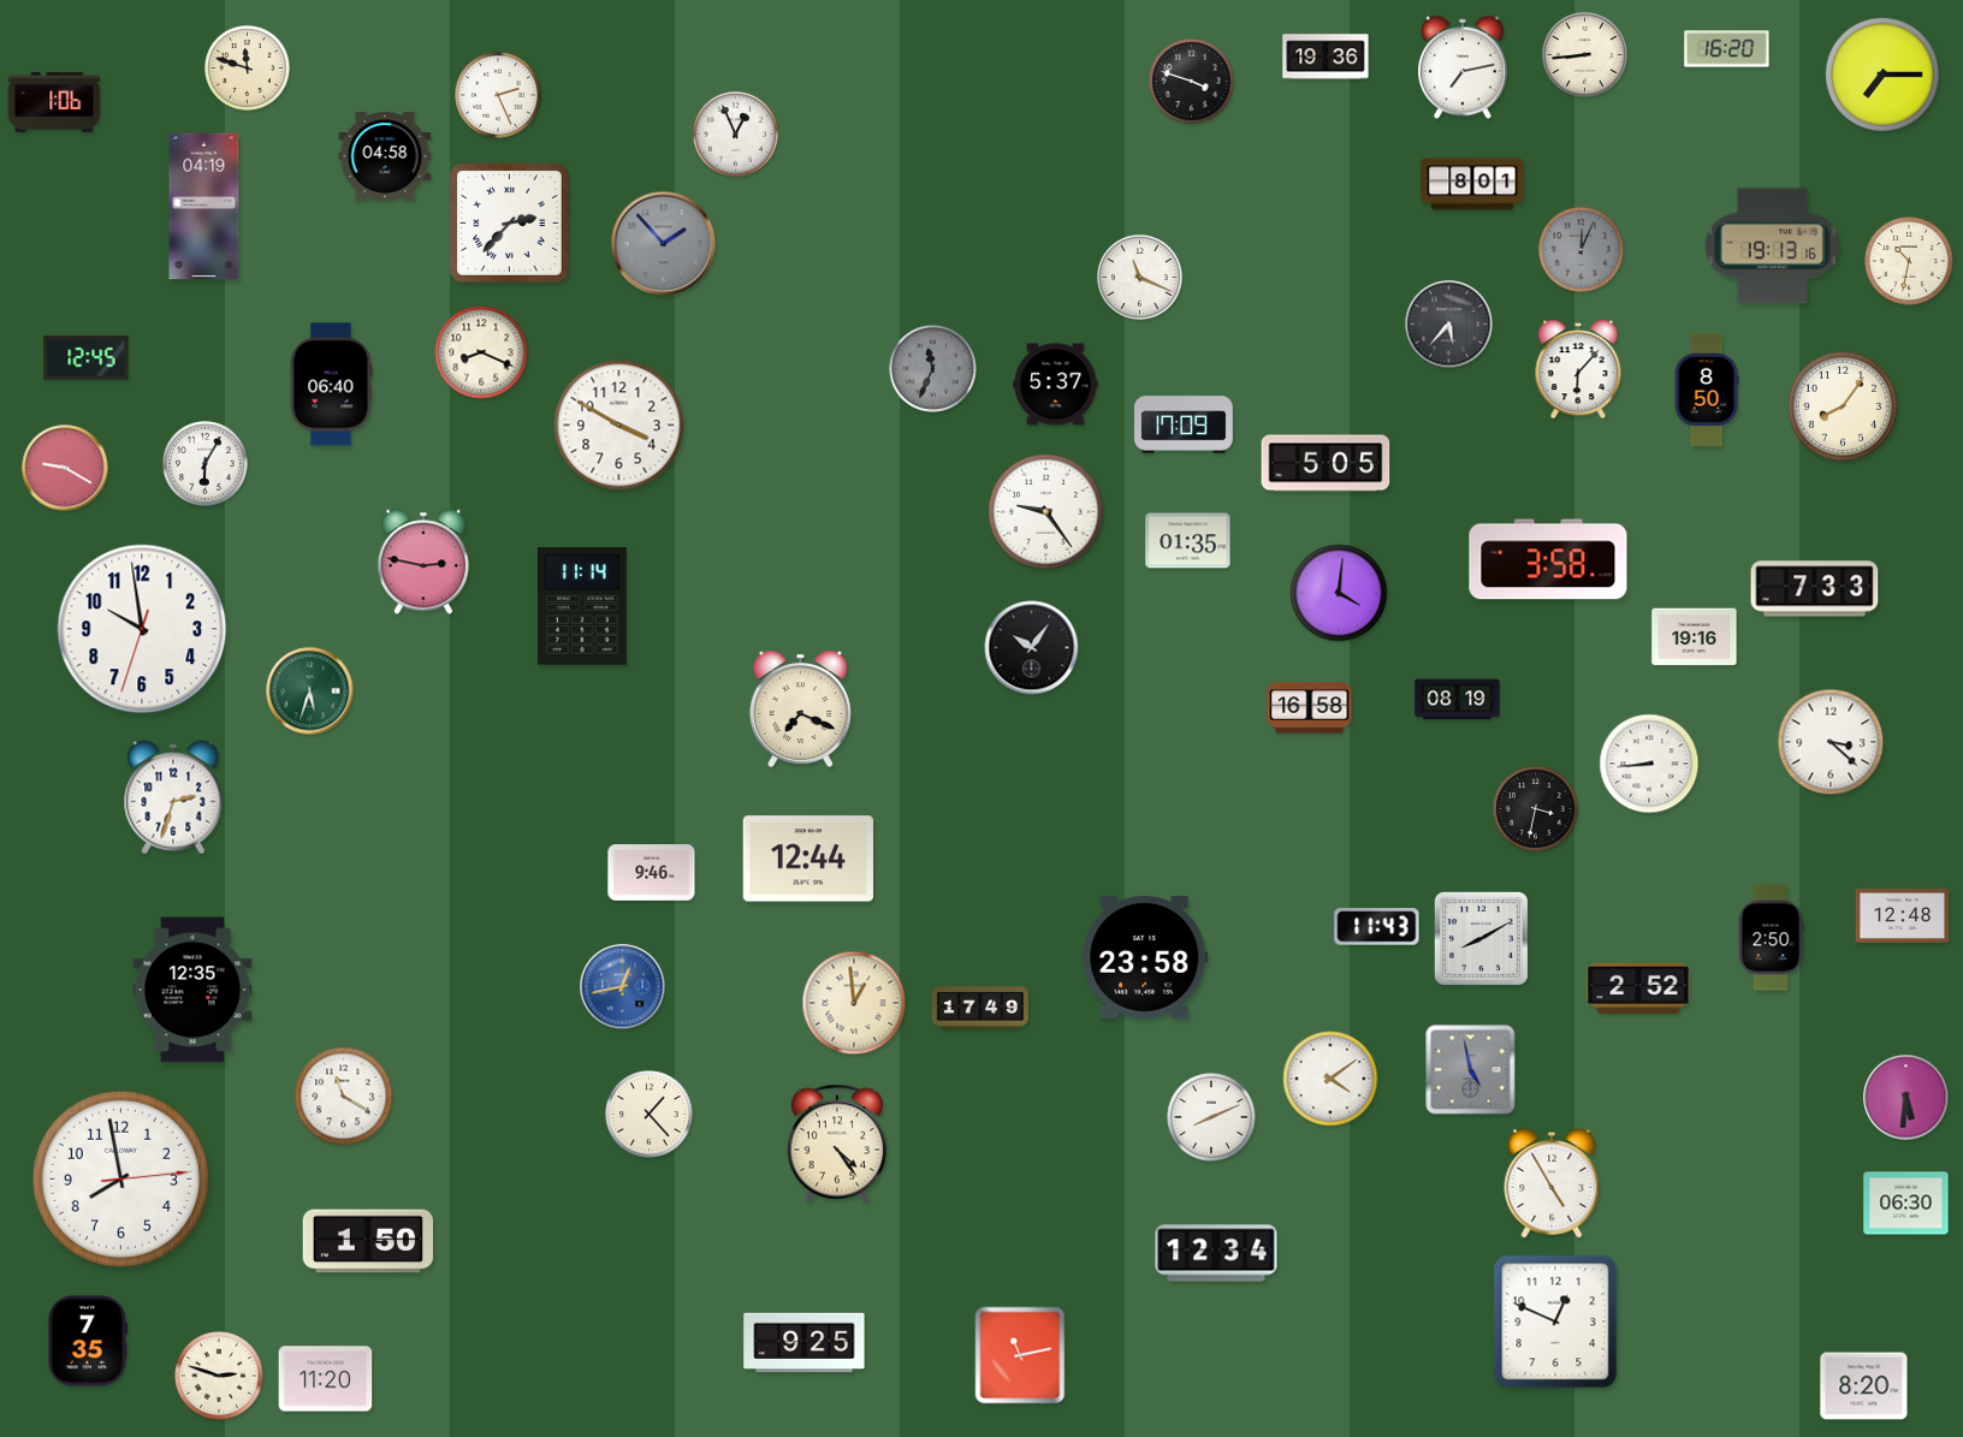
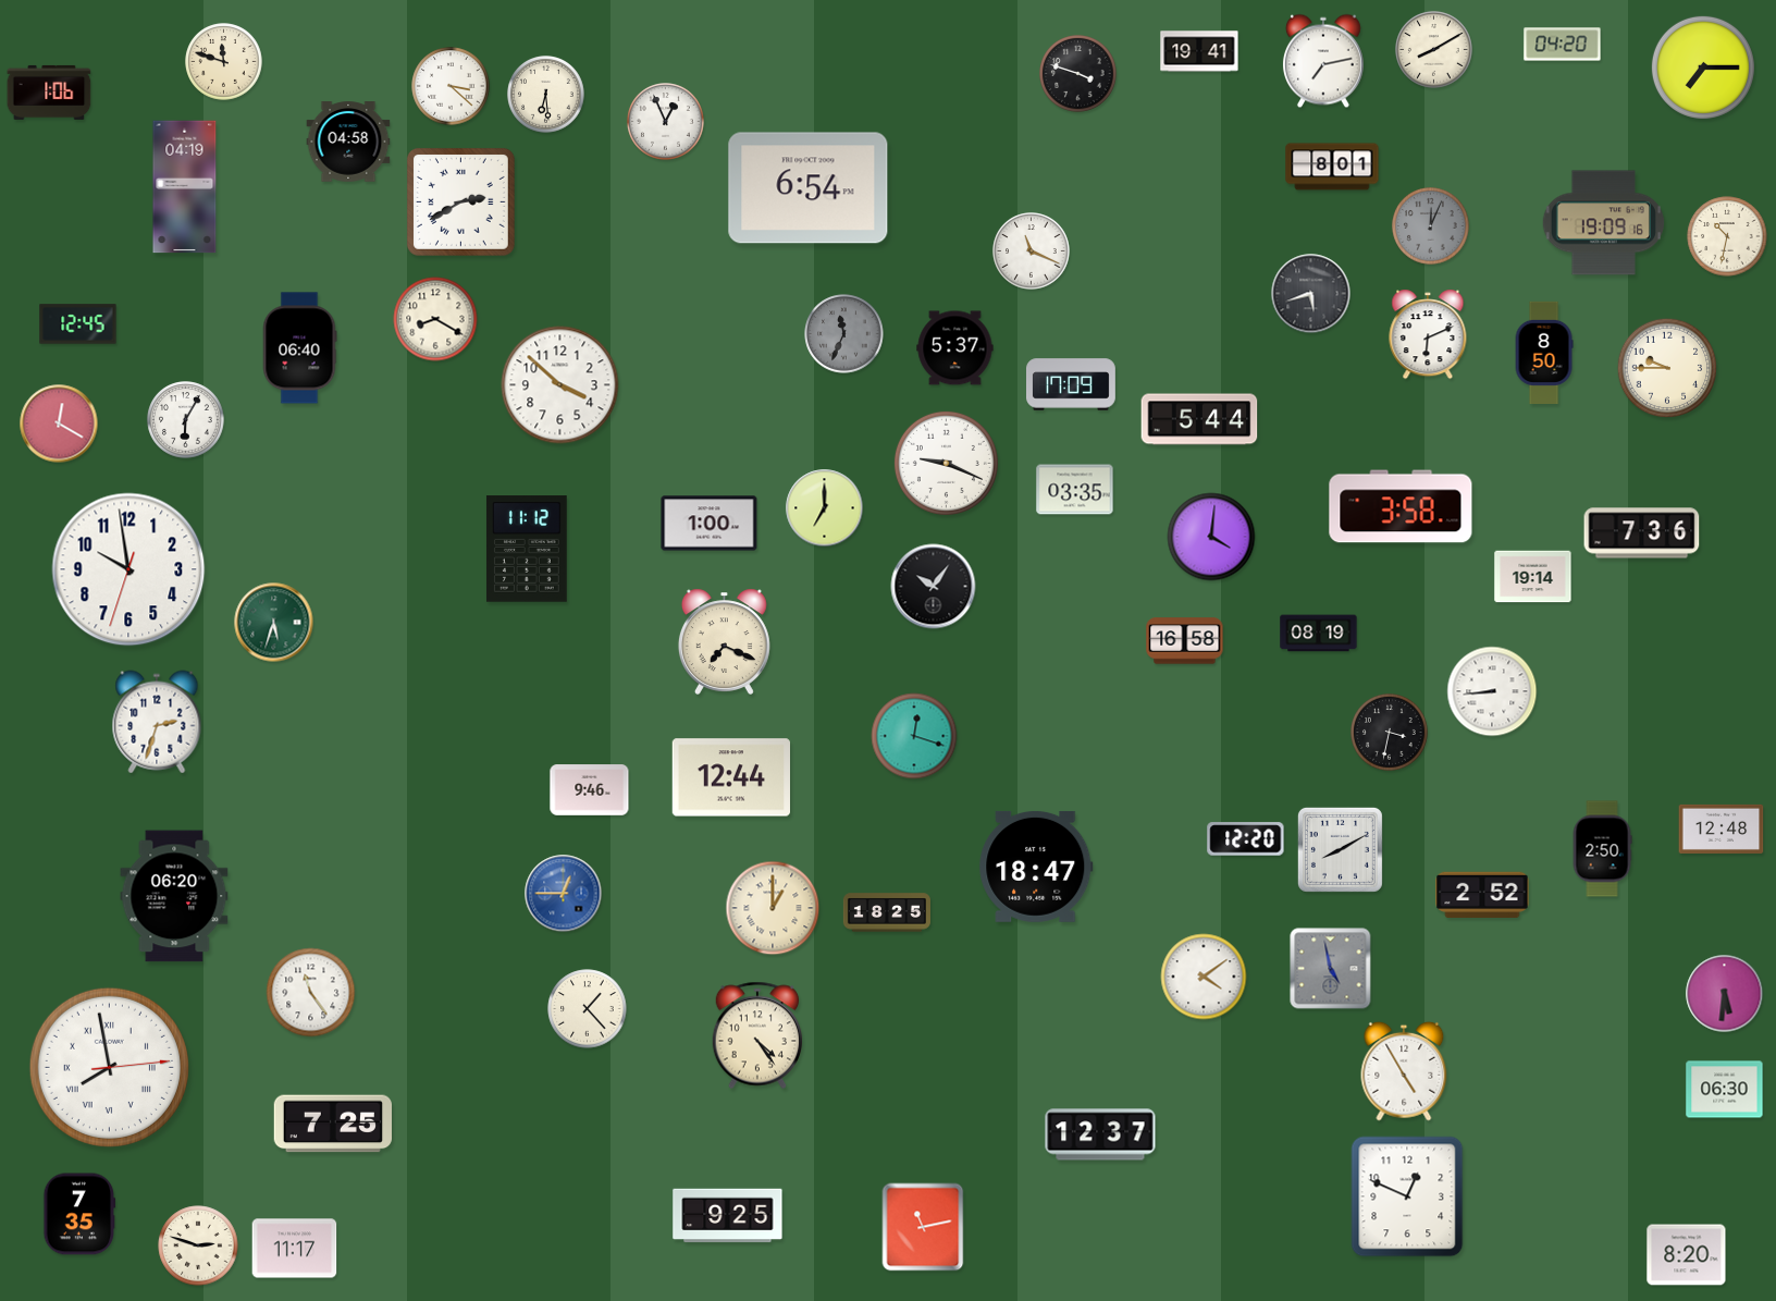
clock at (1727, 49): 16:20 -> 04:20
clock at (1585, 55): 8:44 -> 8:10
clock at (1326, 57): 19:36 -> 19:41
clock at (498, 95): 2:26 -> 3:22
clock at (546, 95): none -> 6:29
clock at (809, 188): none -> 6:54
clock at (509, 222): 2:37 -> 2:40
clock at (664, 244): 1:53 -> none
clock at (1772, 247): 19:13 -> 19:09
clock at (1449, 325): 5:37 -> 5:42
clock at (481, 352): 8:19 -> 8:20
clock at (1578, 369): 6:07 -> 6:11
clock at (1843, 406): 8:06 -> 9:45
clock at (619, 426): 3:50 -> 3:52
clock at (1326, 463): 5:05 -> 5:44
clock at (65, 468): 9:20 -> 12:20
clock at (1045, 511): 9:24 -> 9:19
clock at (1188, 541): 01:35 -> 03:35
clock at (423, 562): 2:47 -> none
clock at (825, 508): none -> 7:00
clock at (710, 524): none -> 1:00
clock at (1815, 589): 7:33 -> 7:36
clock at (582, 606): 11:14 -> 11:12
clock at (1695, 637): 19:16 -> 19:14
clock at (310, 691) position: (310, 691) -> (274, 623)
clock at (1831, 742): 3:22 -> none
clock at (914, 736): none -> 12:18
clock at (1377, 927): 11:43 -> 12:20
clock at (1145, 957): 23:58 -> 18:47
clock at (623, 987): 12:43 -> 12:45
clock at (192, 990): 12:35 -> 06:20
clock at (854, 1003): 12:59 -> 1:00
clock at (980, 1008): 17:49 -> 18:25
clock at (344, 1097): 11:20 -> 11:24
clock at (1211, 1117): 8:11 -> none
clock at (120, 1178) numerals: Arabic -> Roman
clock at (367, 1241): 1:50 -> 7:25
clock at (1216, 1253): 12:34 -> 12:37
clock at (326, 1379): 11:20 -> 11:17
